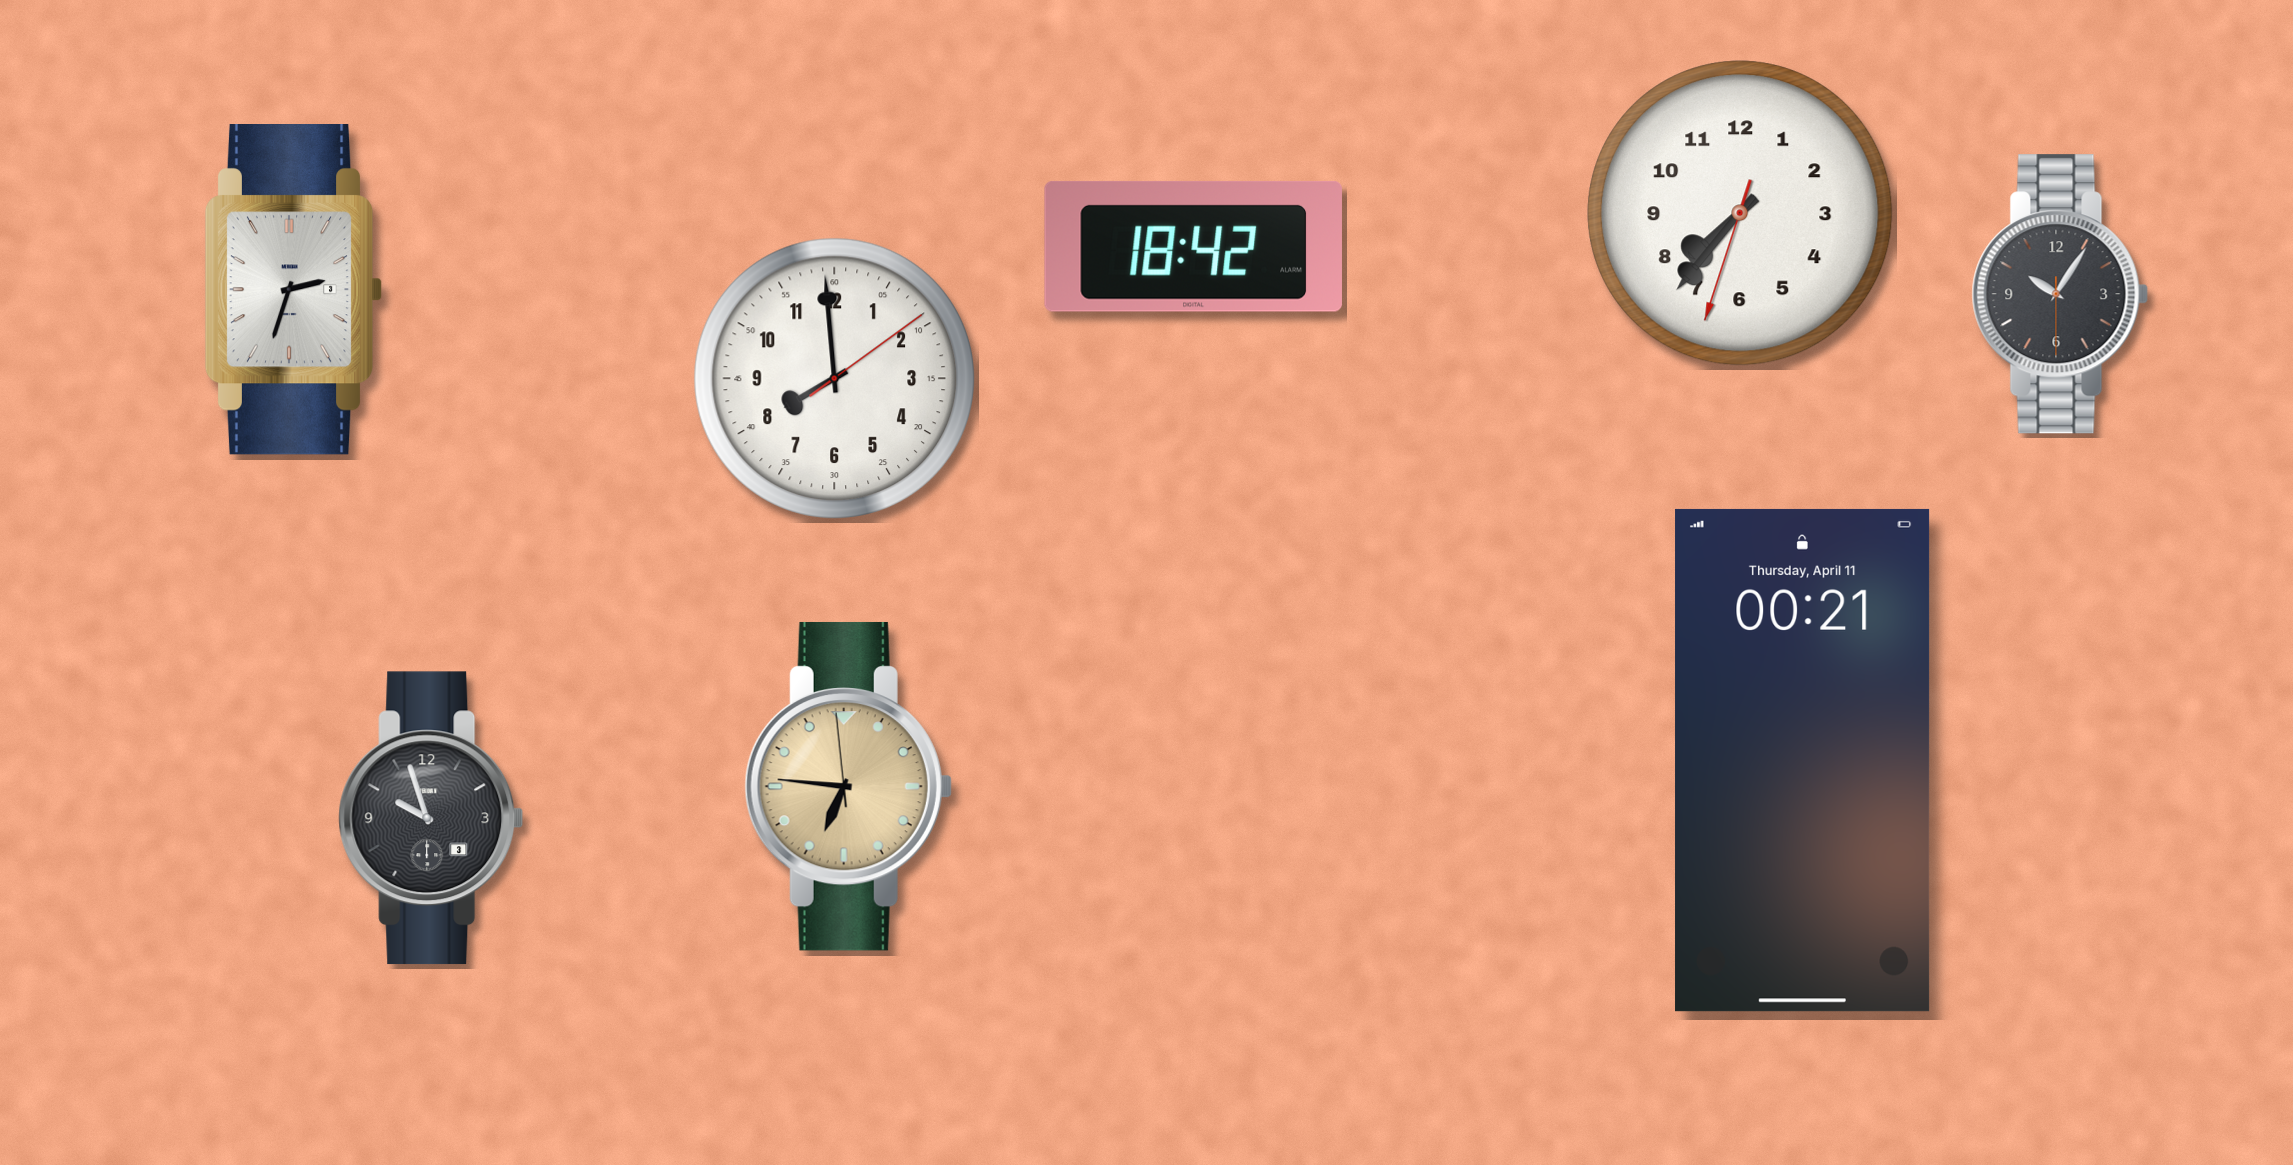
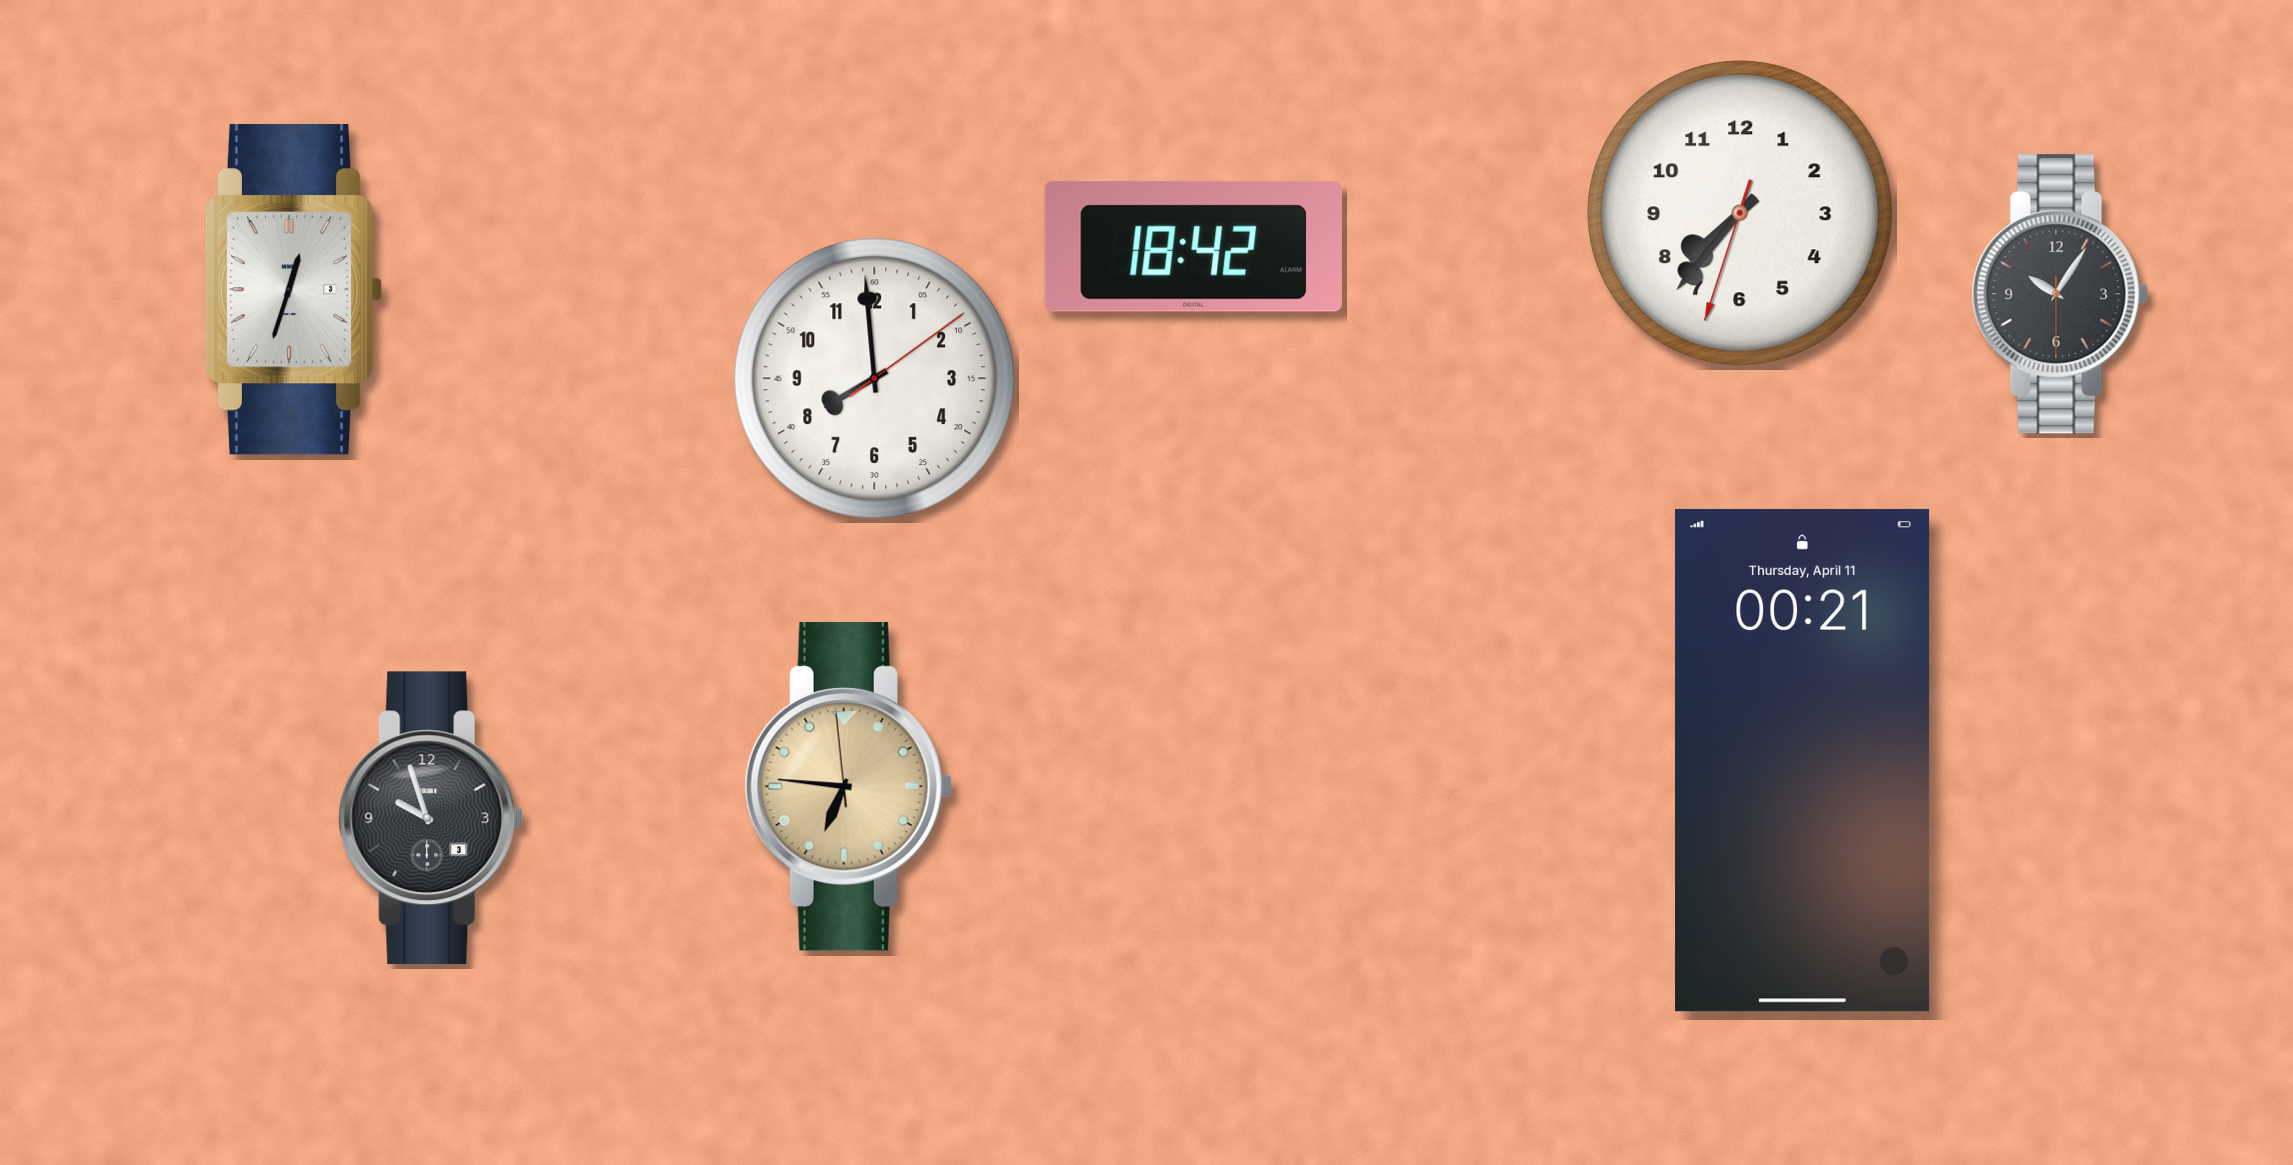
clock at (294, 290): 2:33 -> 12:33
clock at (834, 378) position: (834, 378) -> (874, 378)
